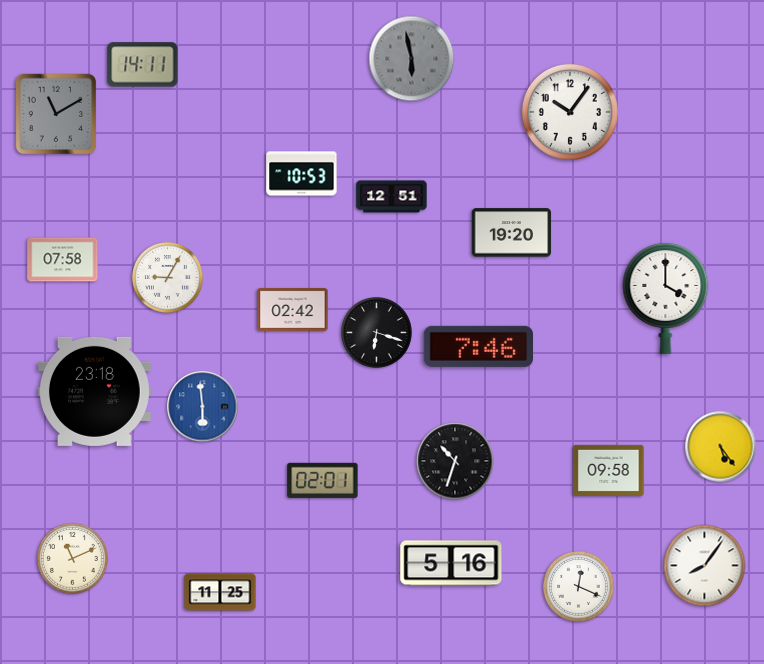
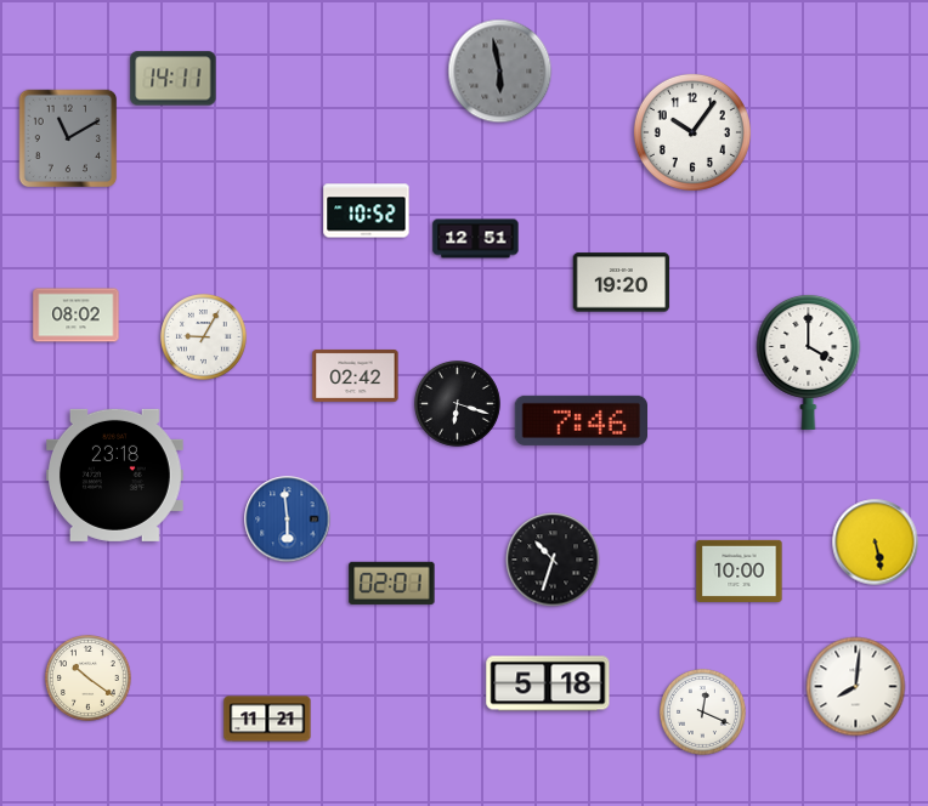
clock at (570, 112) position: (570, 112) -> (692, 132)
clock at (302, 174): 10:53 -> 10:52
clock at (63, 260): 07:58 -> 08:02
clock at (203, 407) position: (203, 407) -> (288, 520)
clock at (721, 447): 5:24 -> 5:28
clock at (609, 470): 09:58 -> 10:00
clock at (73, 559): 11:11 -> 10:21
clock at (451, 563): 5:16 -> 5:18
clock at (705, 566): 8:06 -> 8:01
clock at (220, 592): 11:25 -> 11:21
